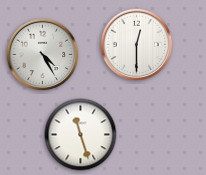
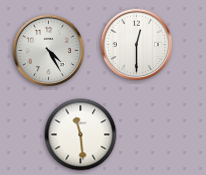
clock at (43, 55) position: (43, 55) -> (49, 51)
clock at (81, 135): 11:27 -> 11:29
